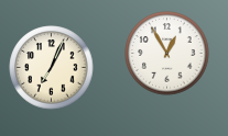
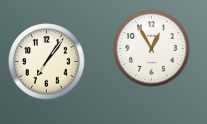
clock at (52, 68): 7:04 -> 7:06
